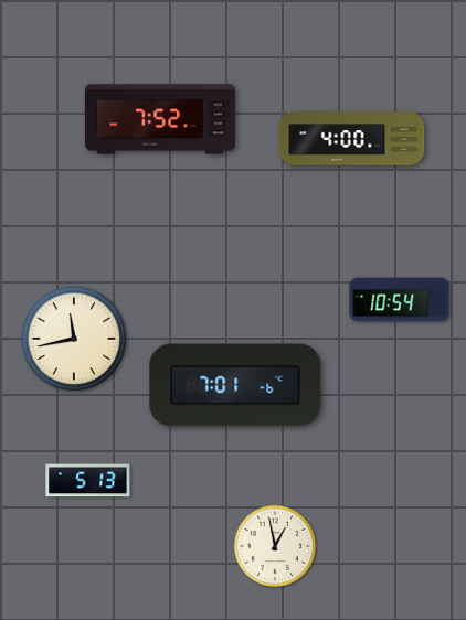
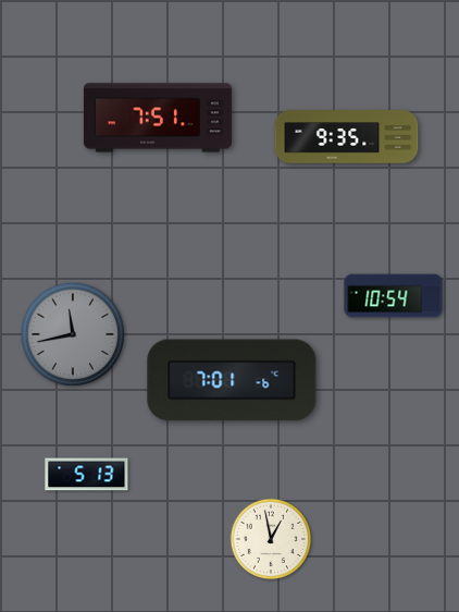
clock at (160, 119): 7:52 -> 7:51
clock at (352, 139): 4:00 -> 9:35
clock at (74, 339) dial: cream -> grey
